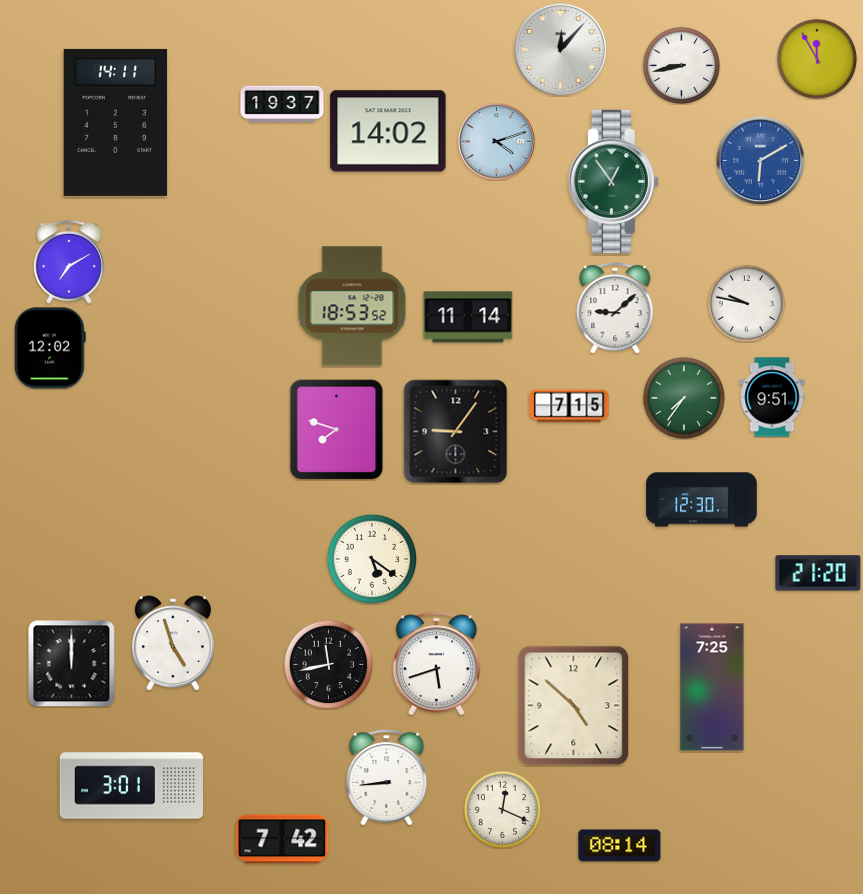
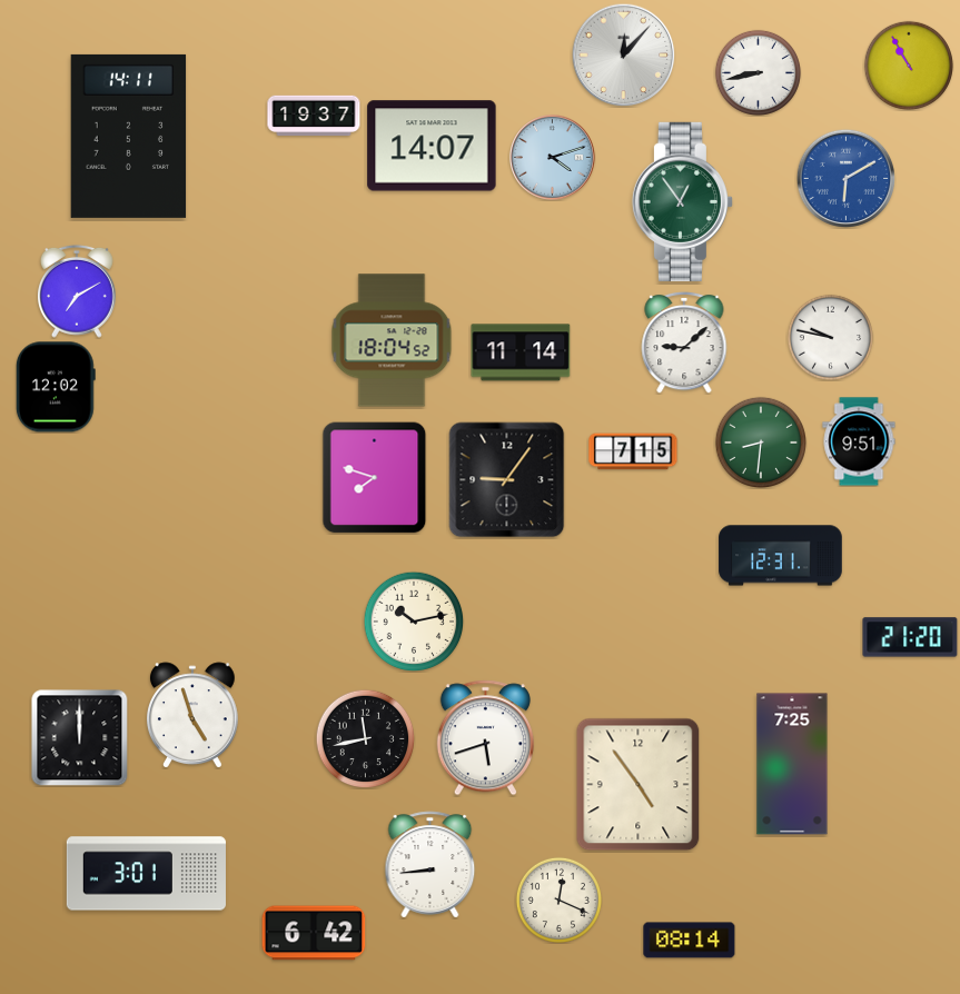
clock at (817, 59): 11:55 -> 10:55
clock at (388, 131): 14:02 -> 14:07
clock at (352, 306): 18:53 -> 18:04
clock at (683, 397): 7:36 -> 8:31
clock at (702, 500): 12:30 -> 12:31
clock at (372, 559): 5:21 -> 10:13
clock at (574, 706): 4:52 -> 4:54
clock at (282, 839): 7:42 -> 6:42
